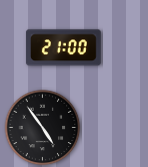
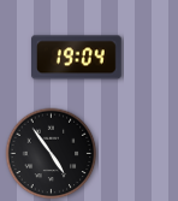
clock at (63, 48): 21:00 -> 19:04
